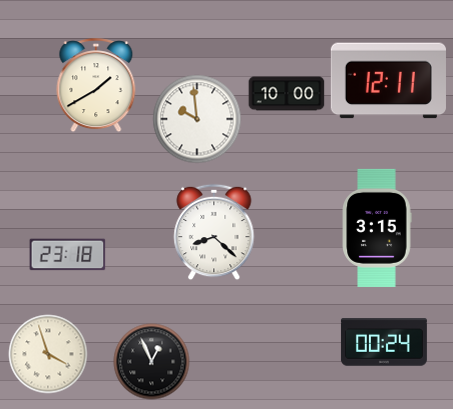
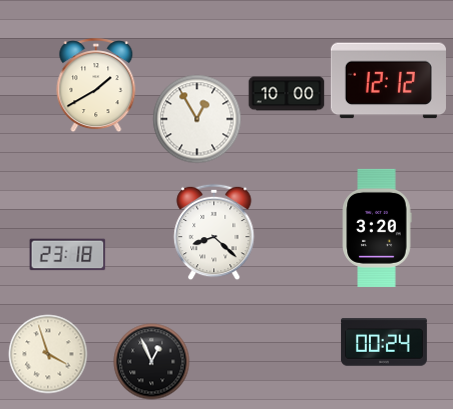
clock at (388, 81): 12:11 -> 12:12
clock at (197, 119): 9:59 -> 12:55
clock at (377, 228): 3:15 -> 3:20
